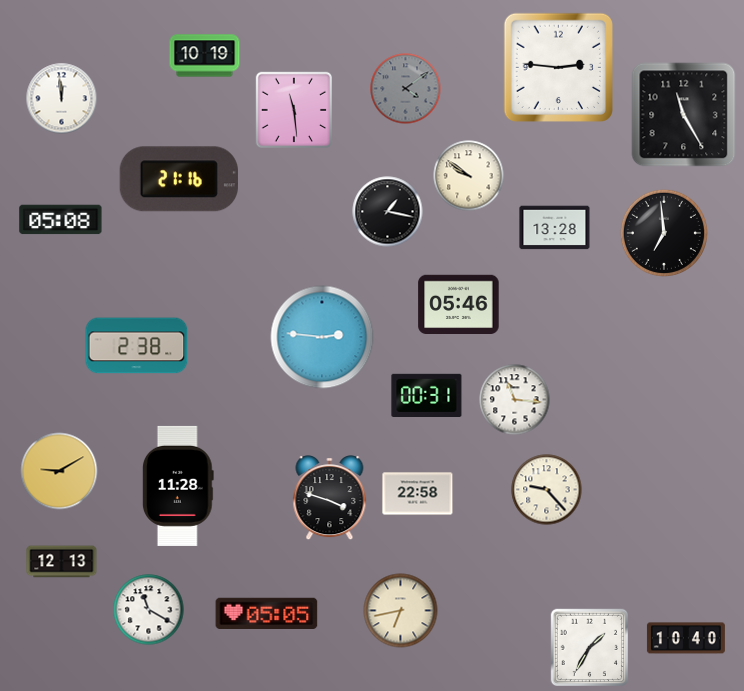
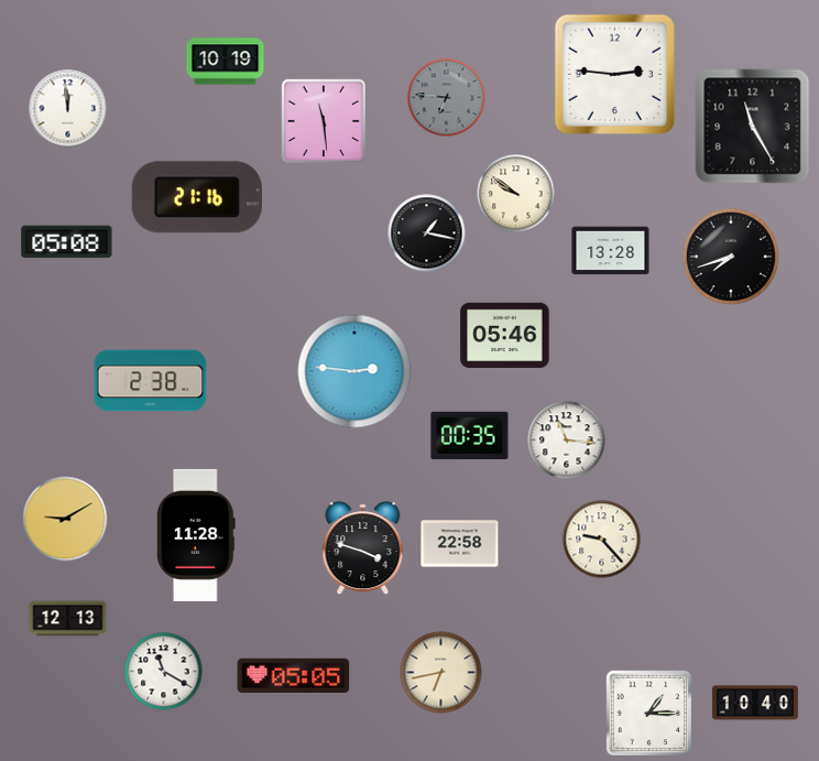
clock at (406, 89): 4:09 -> 6:46
clock at (664, 233): 6:59 -> 7:42
clock at (427, 395): 00:31 -> 00:35
clock at (590, 648): 1:35 -> 1:15
